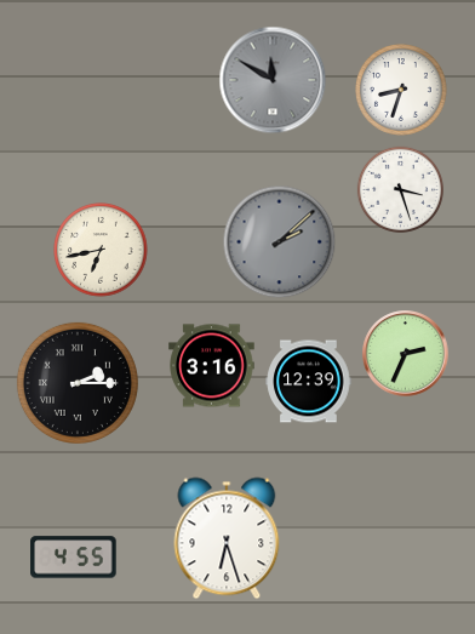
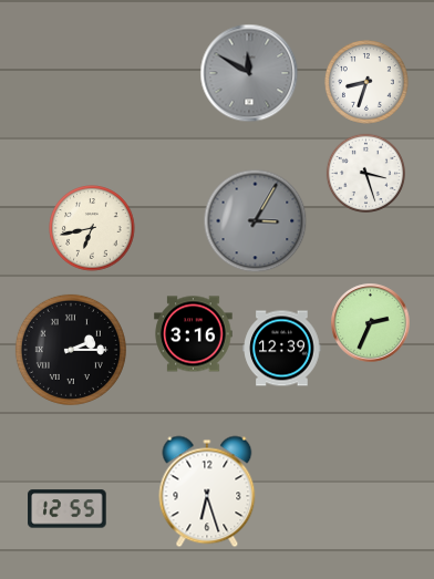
clock at (280, 242): 2:08 -> 3:05
clock at (74, 558): 4:55 -> 12:55
